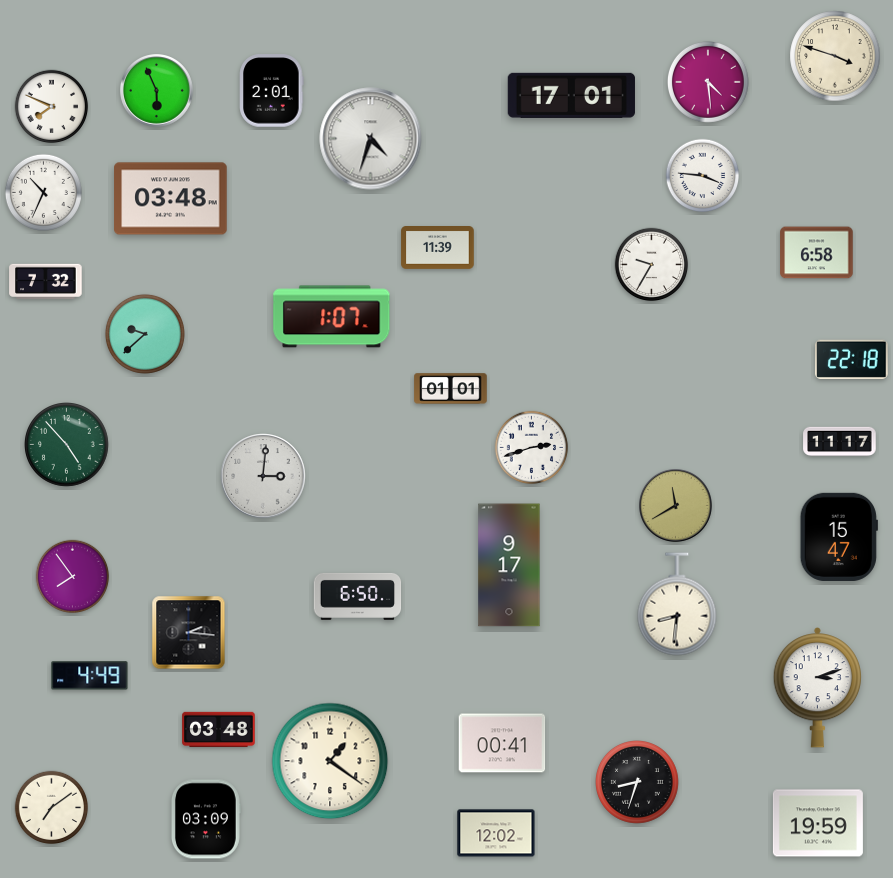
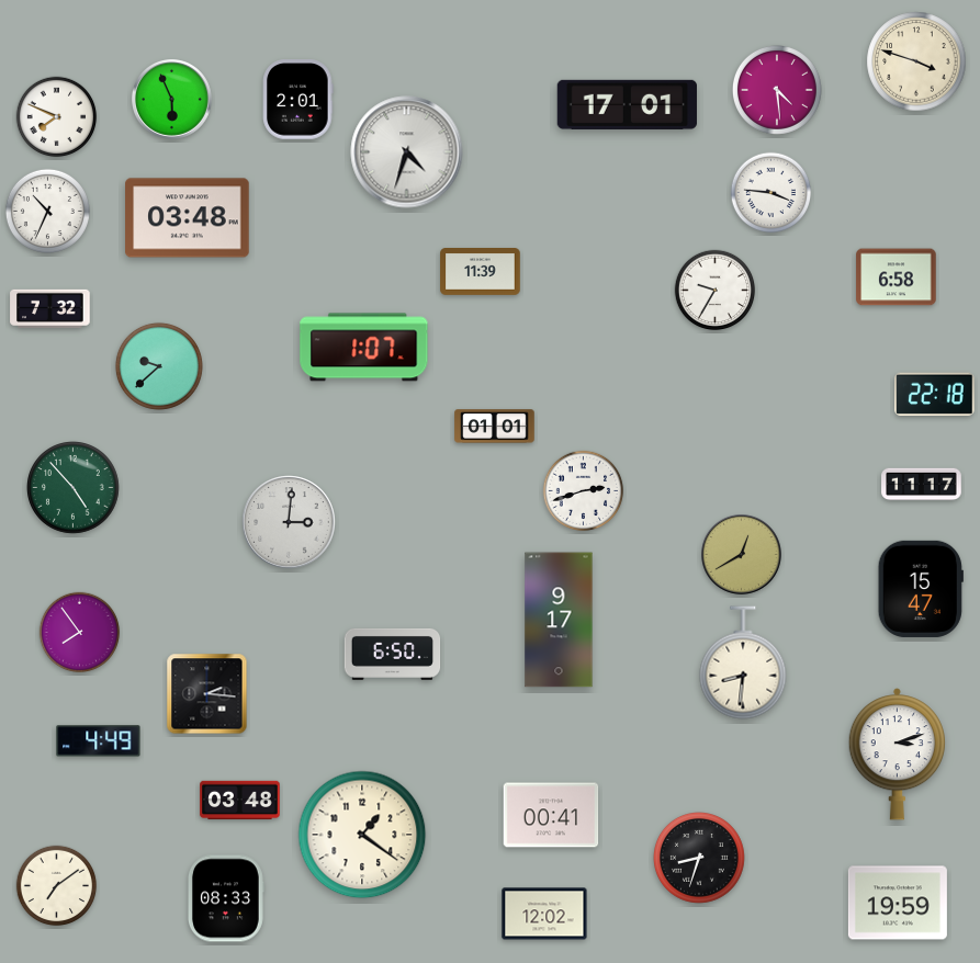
clock at (676, 506): 11:40 -> 12:40
clock at (206, 819): 03:09 -> 08:33
